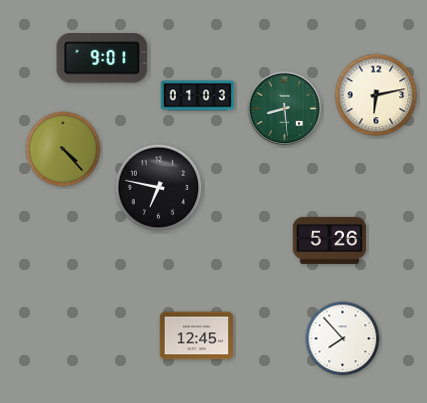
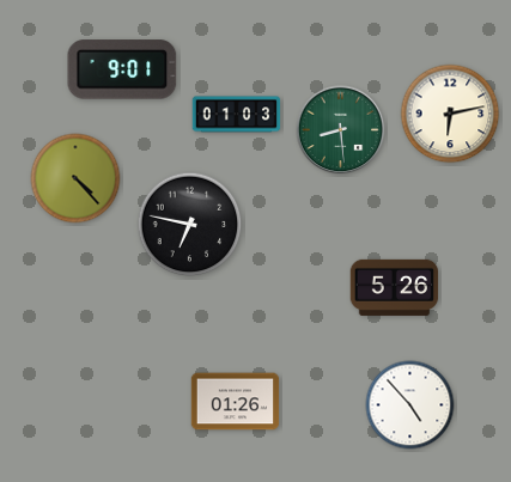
clock at (197, 336): 12:45 -> 01:26
clock at (343, 339): 7:53 -> 4:53
